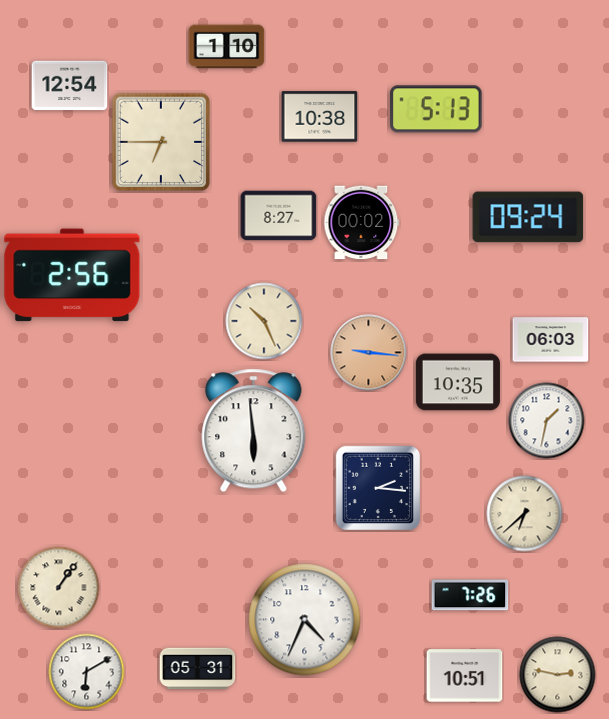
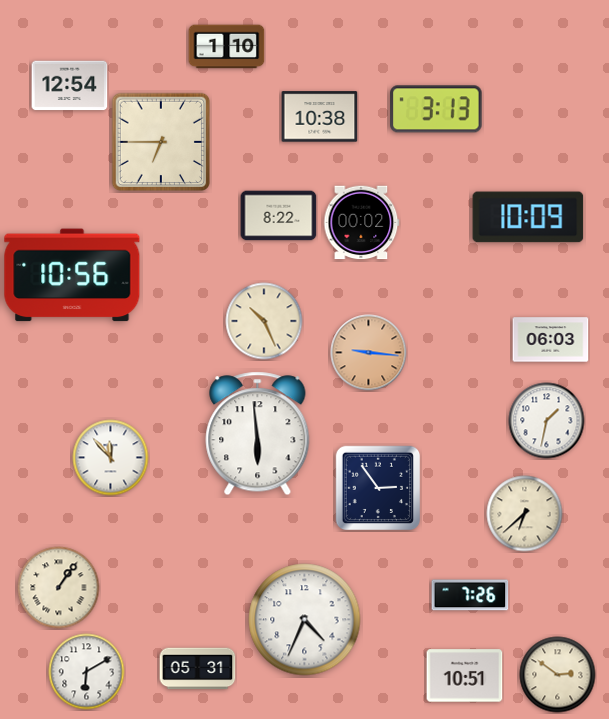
clock at (436, 109): 5:13 -> 3:13
clock at (279, 216): 8:27 -> 8:22
clock at (528, 217): 09:24 -> 10:09
clock at (72, 275): 2:56 -> 10:56
clock at (458, 382): 10:35 -> none
clock at (254, 431) position: (254, 431) -> (258, 434)
clock at (111, 458): none -> 11:53
clock at (378, 488): 2:16 -> 2:54
clock at (558, 675): 2:47 -> 2:51
